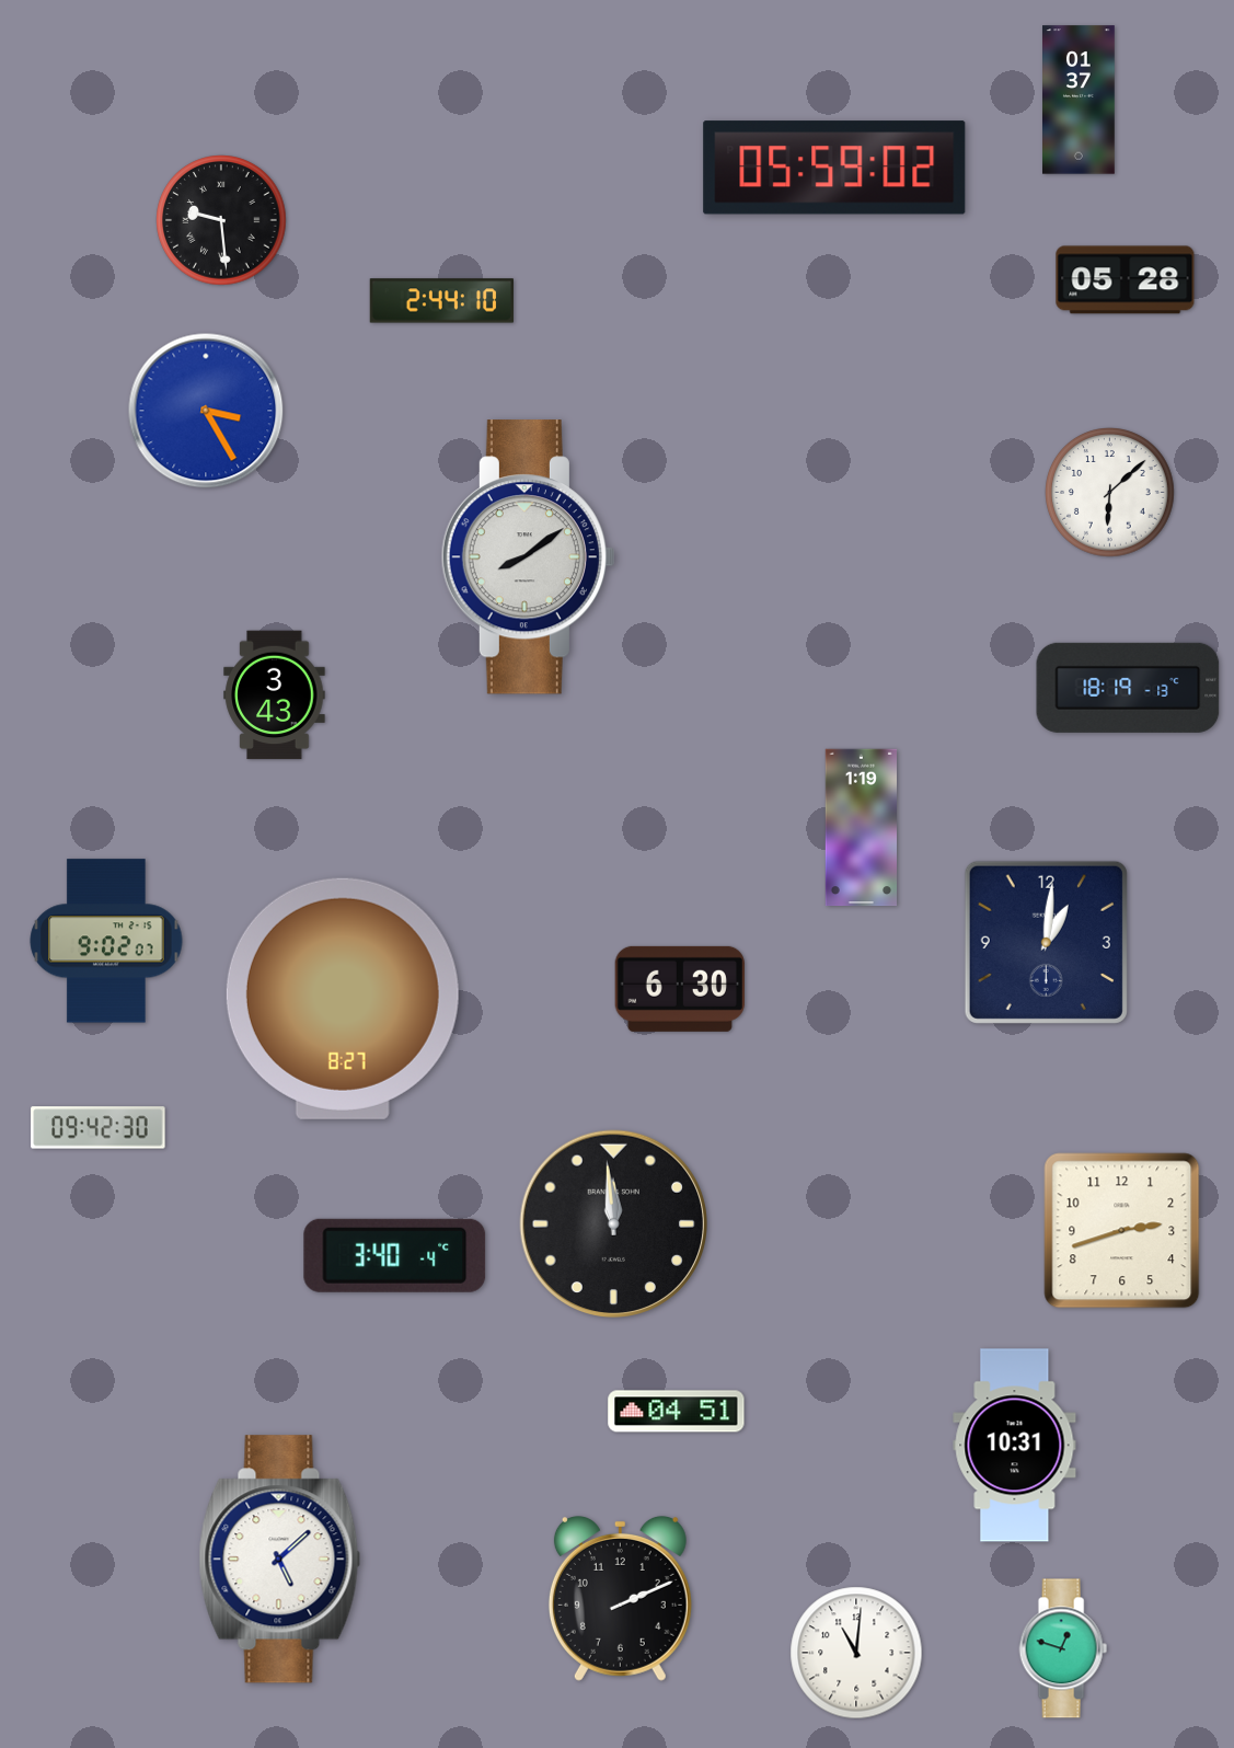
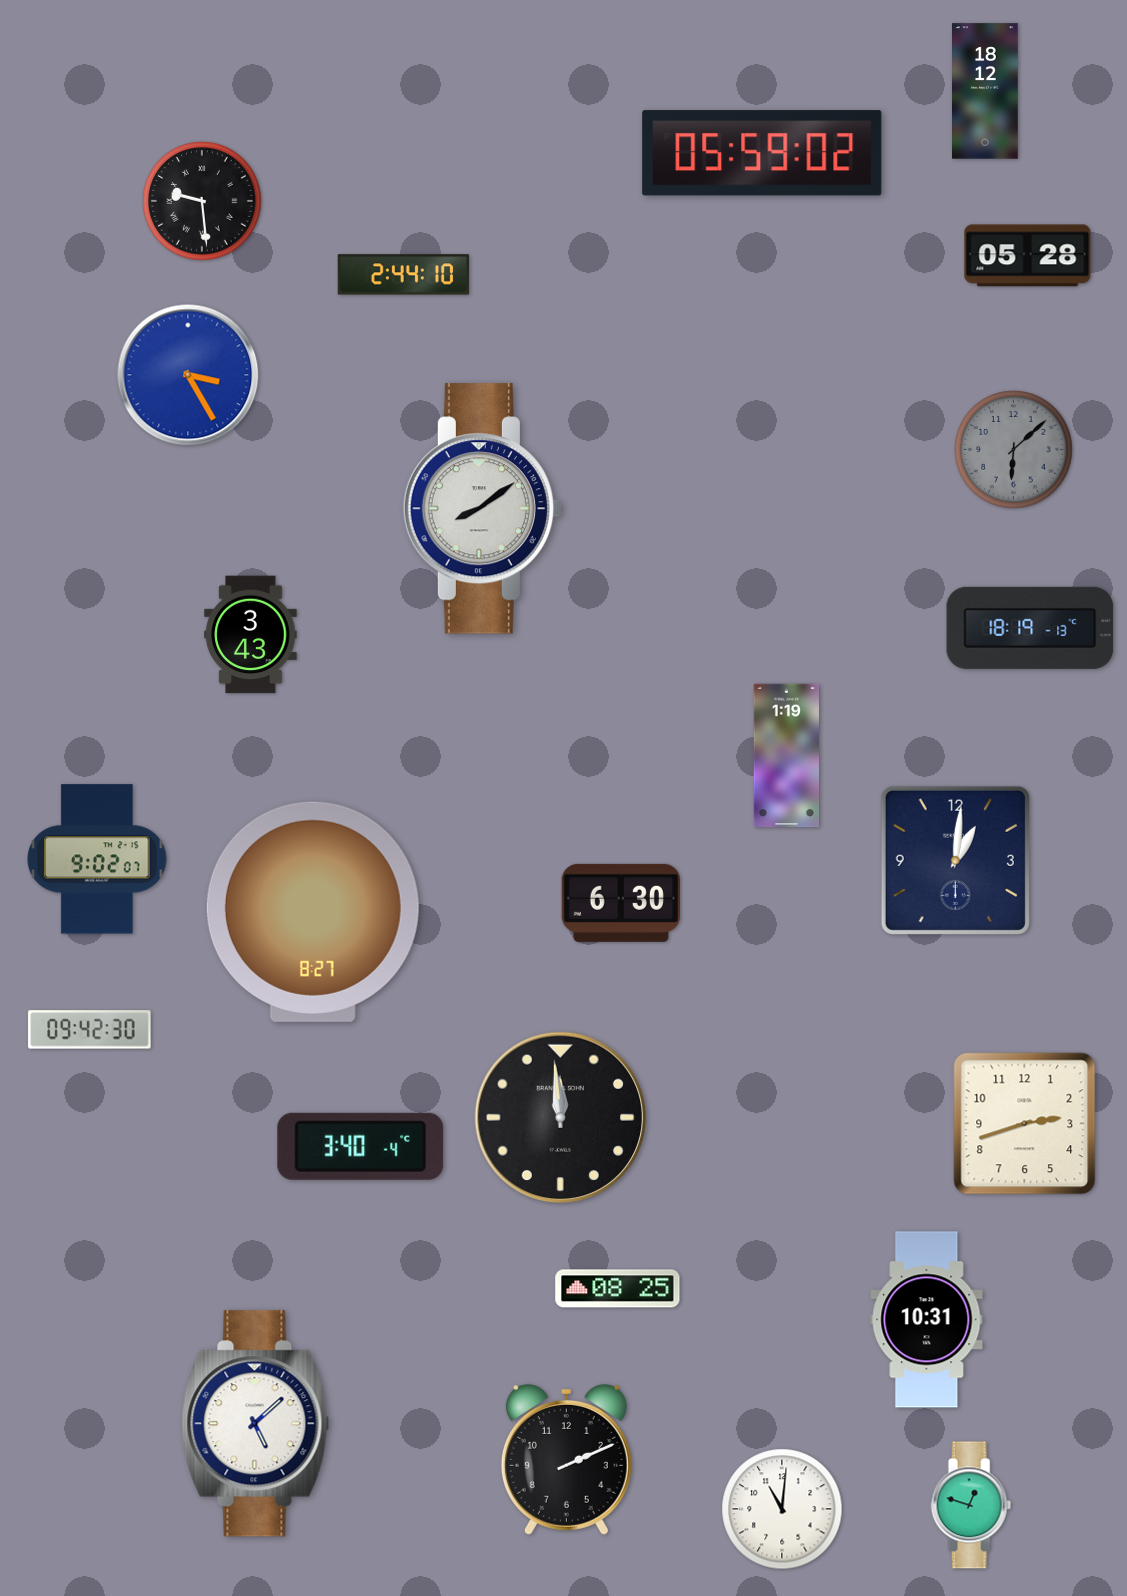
clock at (1080, 100): 01:37 -> 18:12
clock at (1110, 493) dial: white -> grey
clock at (677, 1412): 04:51 -> 08:25
